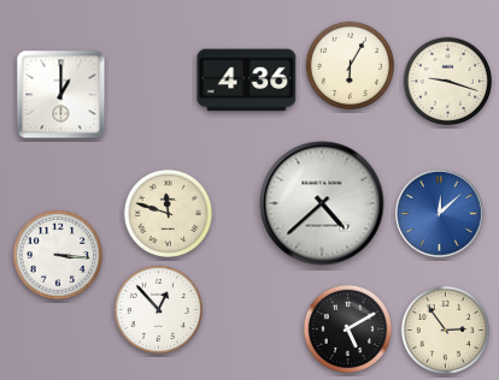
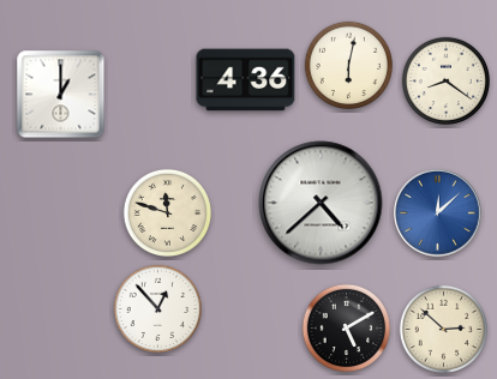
clock at (350, 65): 6:05 -> 6:02
clock at (447, 81): 9:18 -> 8:21
clock at (57, 254): 3:16 -> none
clock at (445, 329): 2:54 -> 2:52
